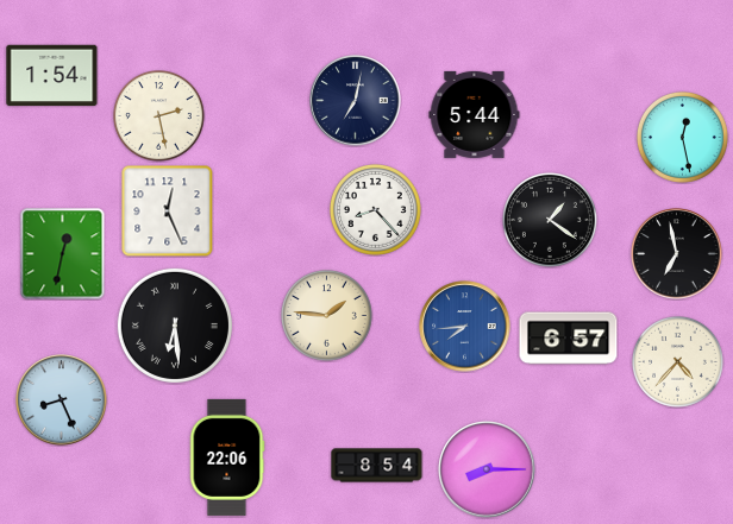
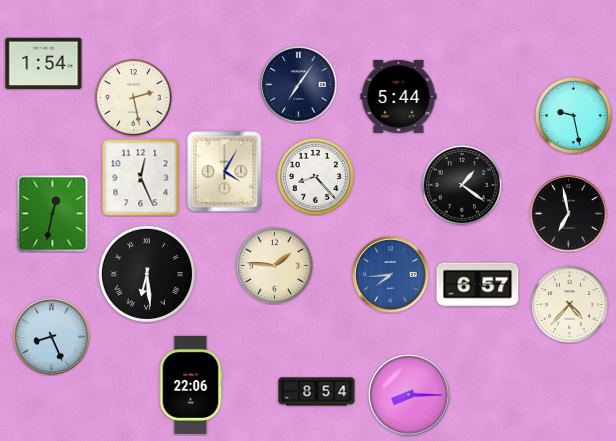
clock at (356, 101): 7:02 -> 7:06
clock at (683, 138): 12:28 -> 9:28
clock at (225, 172): none -> 4:05
